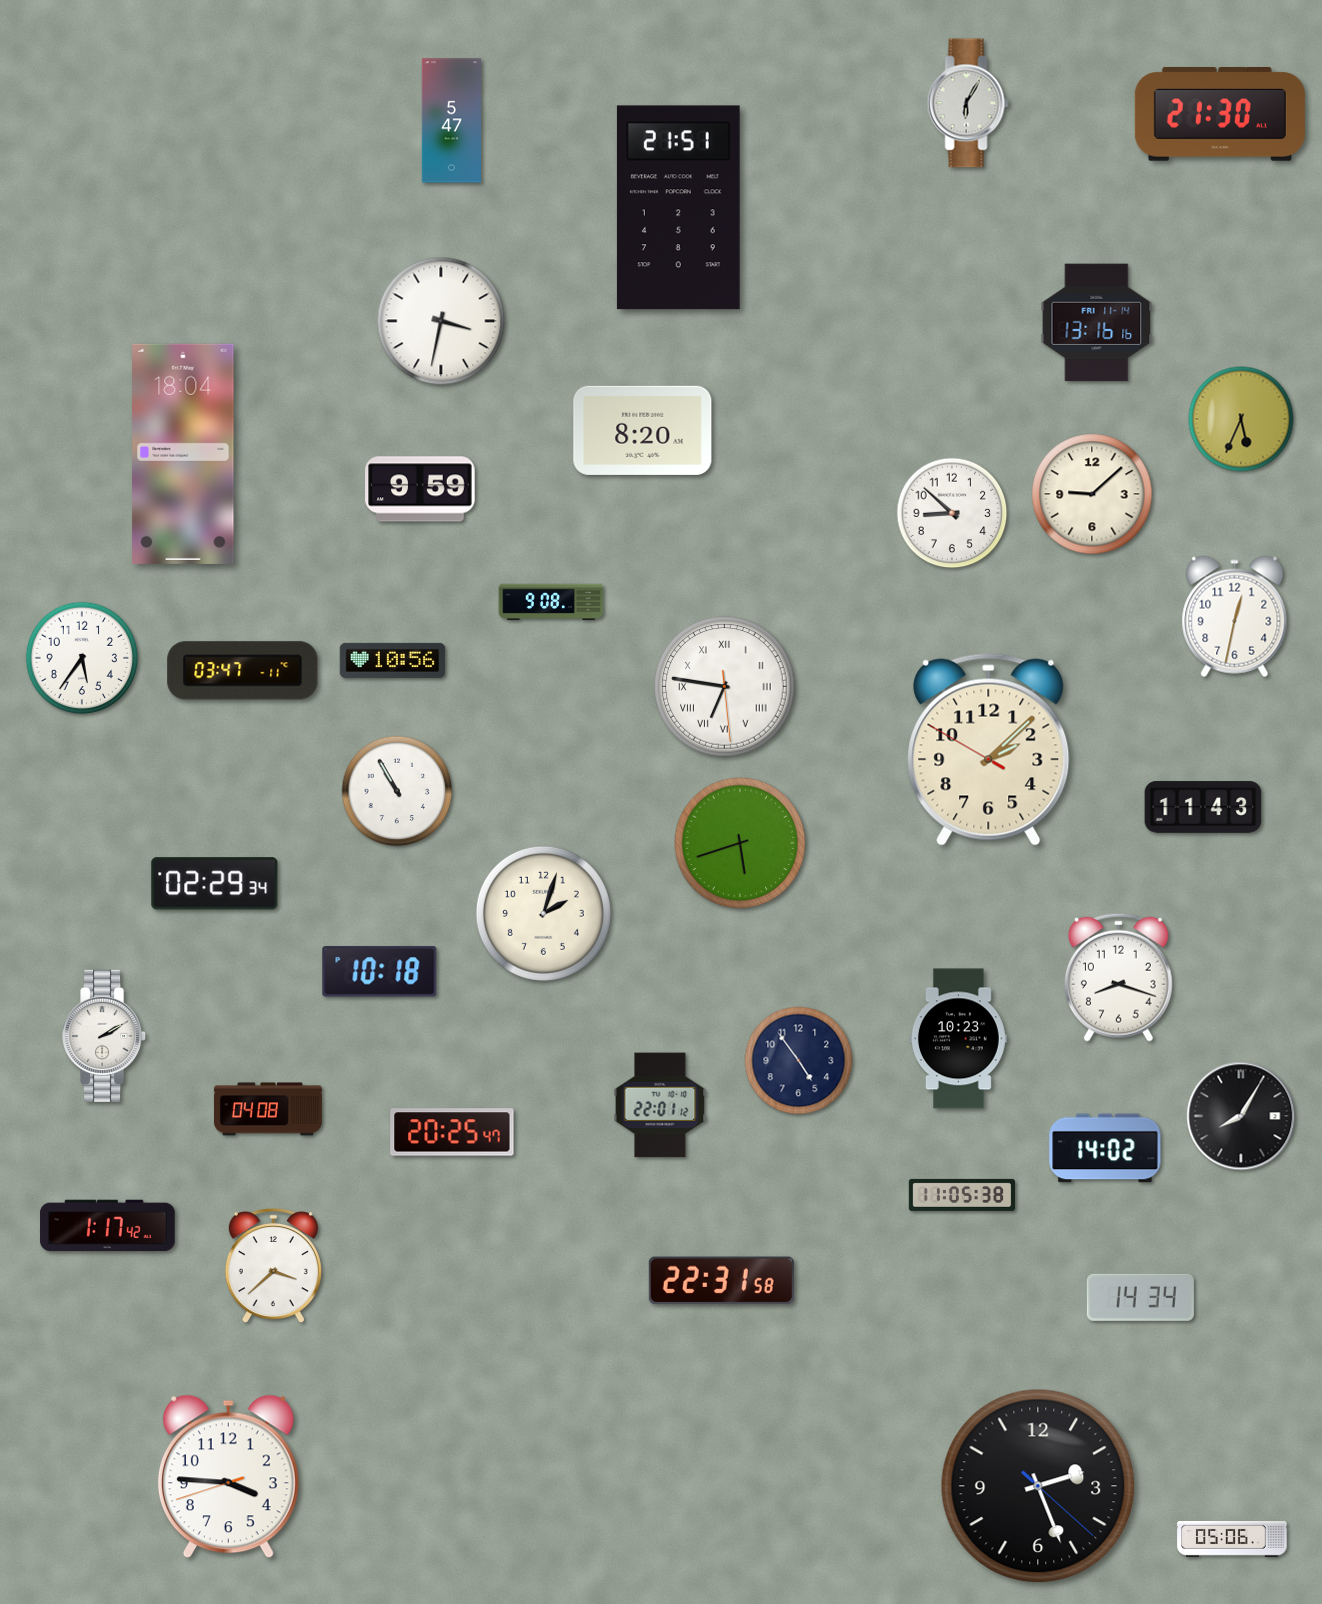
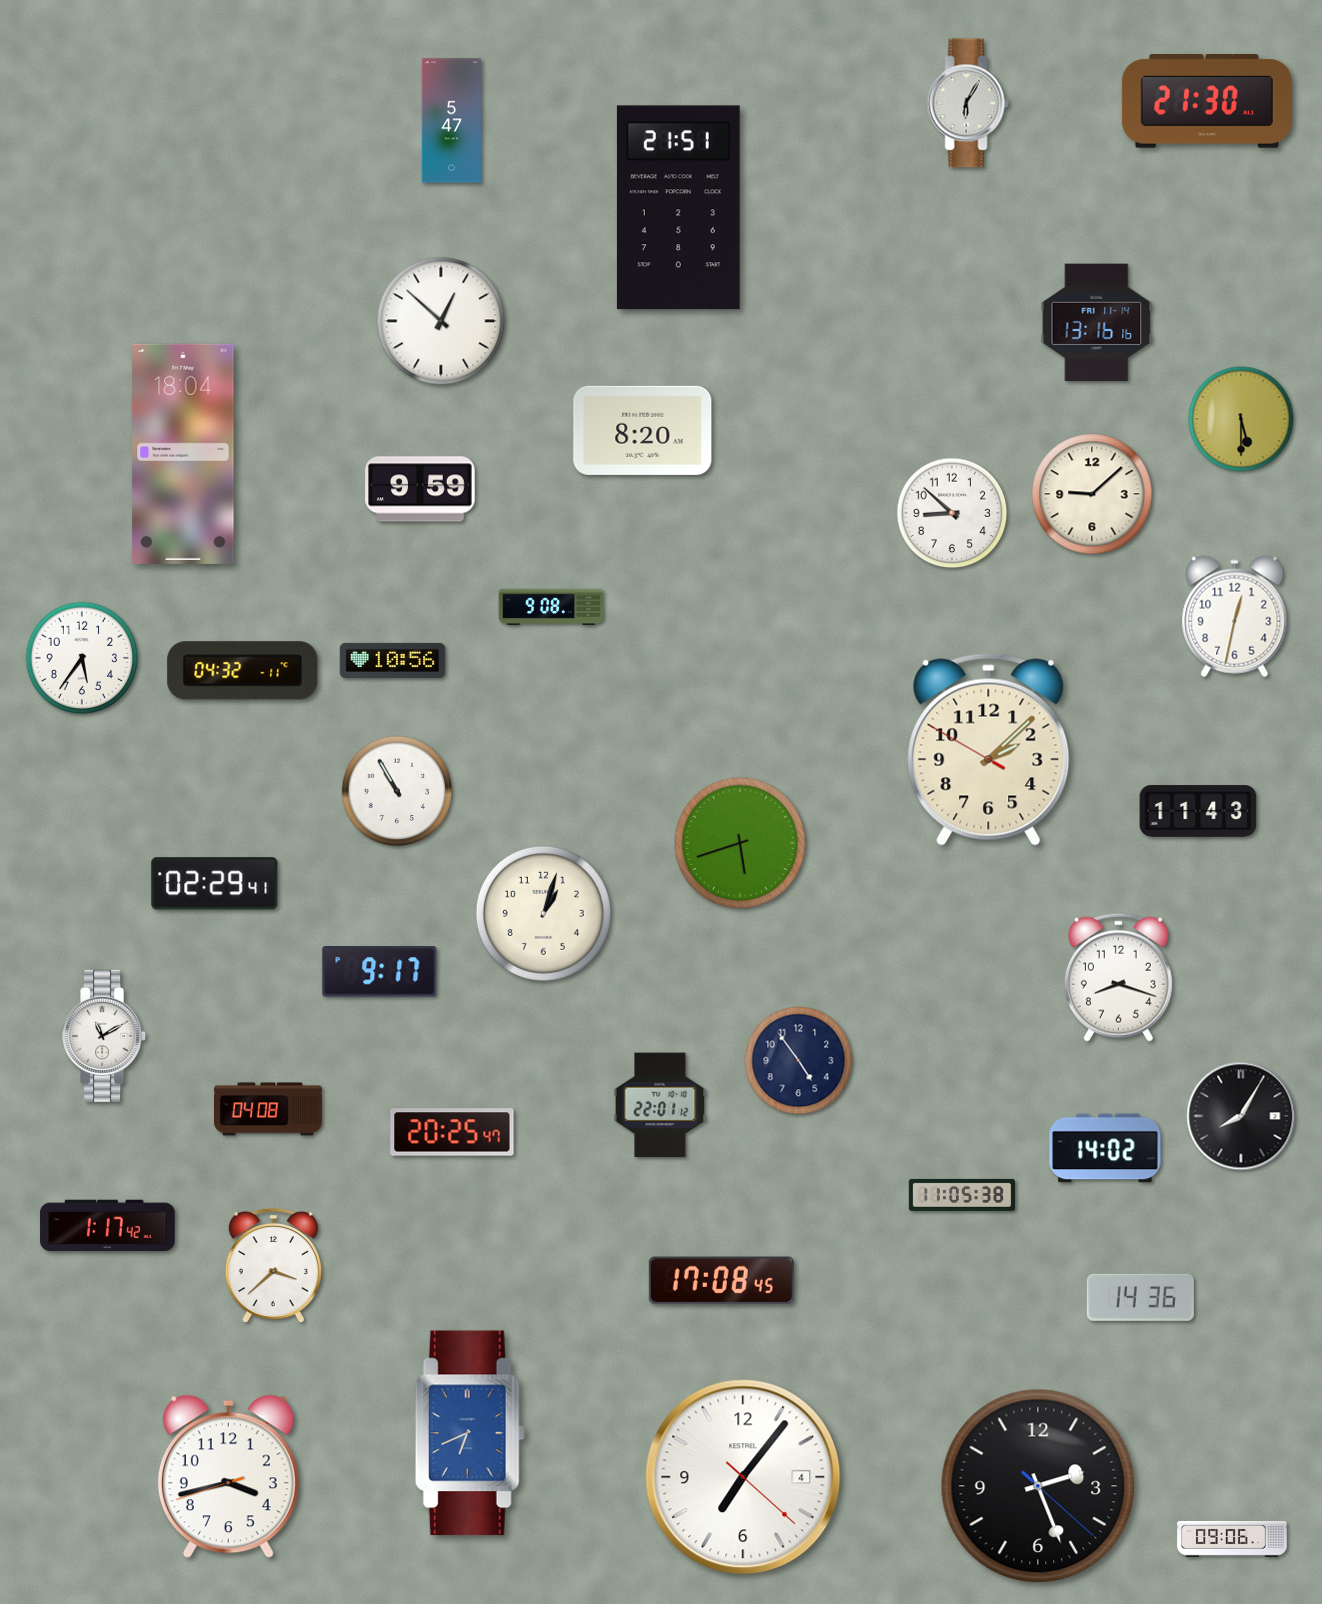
clock at (1220, 115) position: (1220, 115) -> (1207, 102)
clock at (441, 321): 3:32 -> 12:52
clock at (1241, 419): 5:34 -> 5:30
clock at (551, 602) position: (551, 602) -> (551, 607)
clock at (243, 671): 03:47 -> 04:32
clock at (725, 687): 6:46 -> none
clock at (1203, 807) position: (1203, 807) -> (1198, 811)
clock at (215, 884): 02:29:34 -> 02:29:41
clock at (543, 913): 2:03 -> 1:03
clock at (380, 972): 10:18 -> 9:17
clock at (105, 1036): 2:10 -> 11:10
clock at (958, 1039): 10:23 -> none
clock at (721, 1281): 22:31 -> 17:08
clock at (1140, 1297): 14:34 -> 14:36
clock at (470, 1433): none -> 6:41
clock at (228, 1477): 3:45 -> 3:42
clock at (743, 1477): none -> 7:06
clock at (1232, 1539): 05:06 -> 09:06
